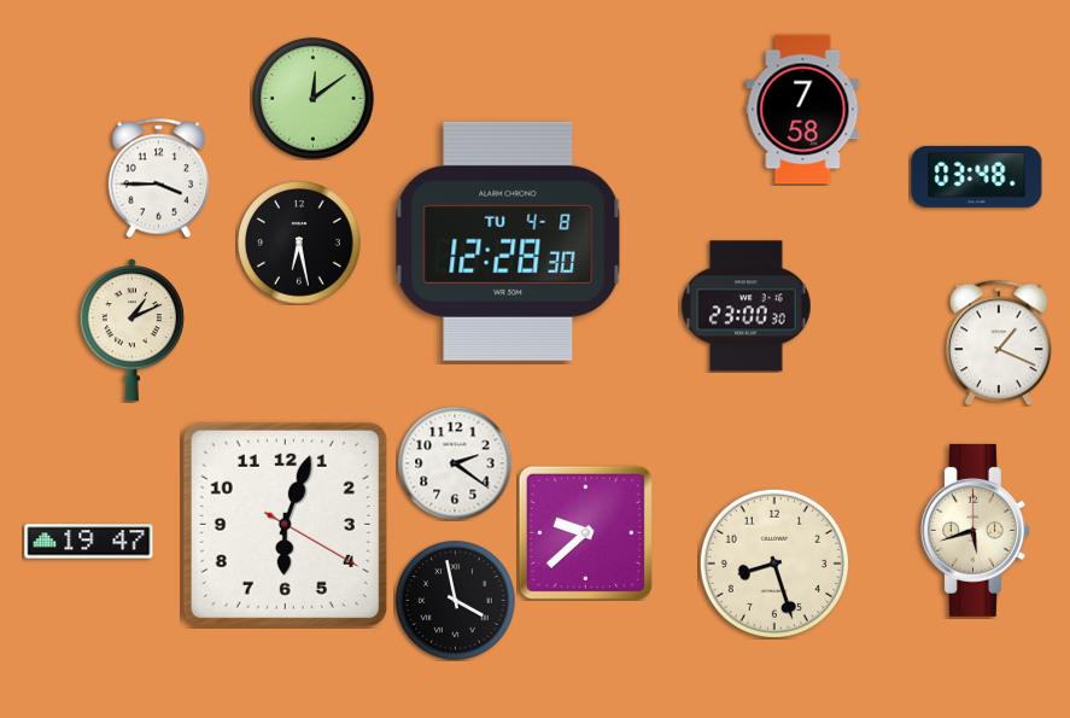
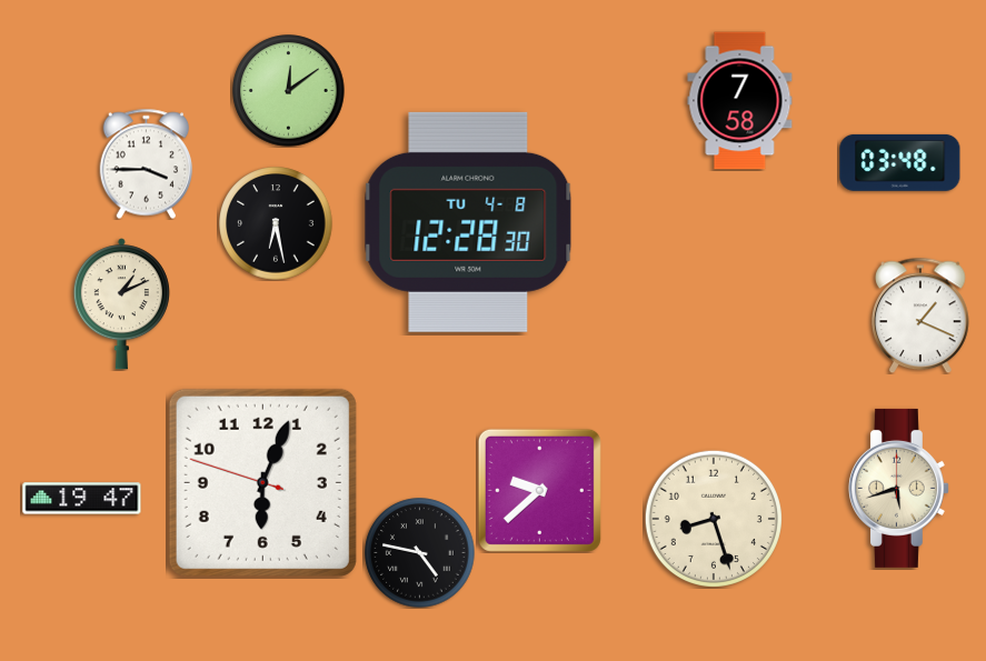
clock at (747, 307): 23:00 -> none
clock at (455, 463): 2:21 -> none
clock at (285, 524): 6:03:20 -> 6:03:48
clock at (456, 601): 3:58 -> 4:47
